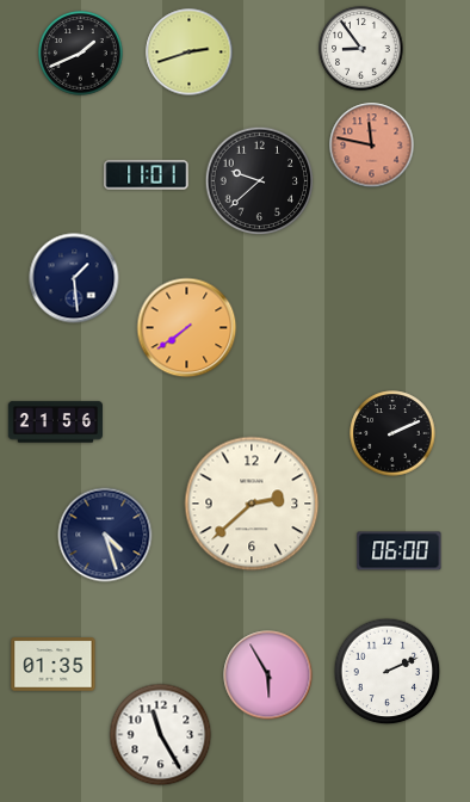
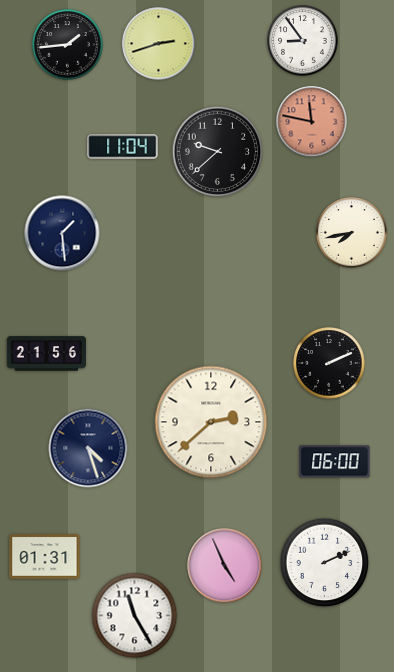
clock at (81, 54): 1:41 -> 1:44
clock at (147, 175): 11:01 -> 11:04
clock at (352, 233): none -> 7:43
clock at (187, 328): 7:39 -> none
clock at (54, 665): 01:35 -> 01:31
clock at (268, 675): 5:55 -> 4:56
